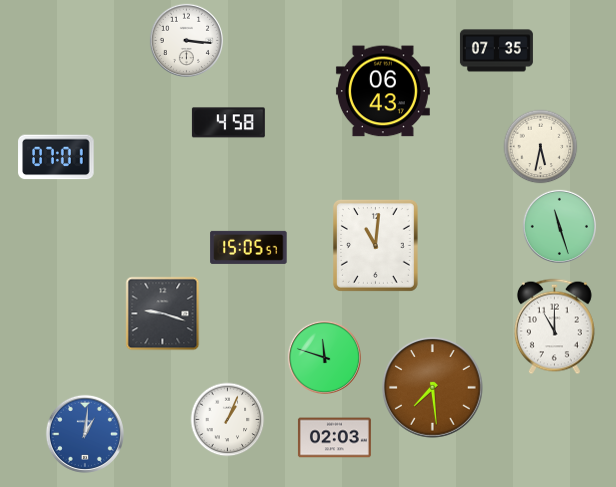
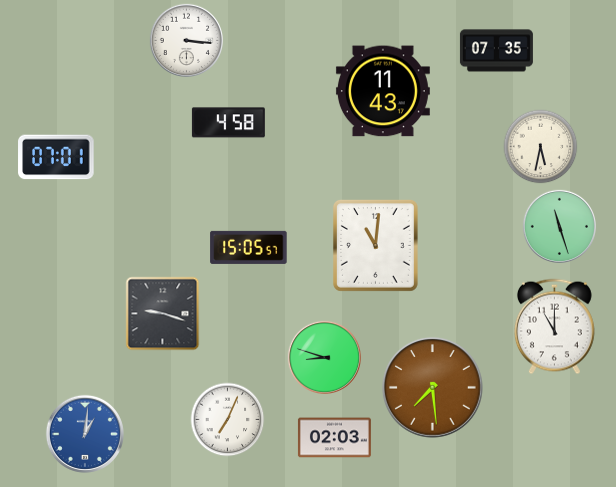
clock at (383, 91): 06:43 -> 11:43
clock at (324, 357): 11:48 -> 8:48
clock at (228, 420): 1:04 -> 7:04
